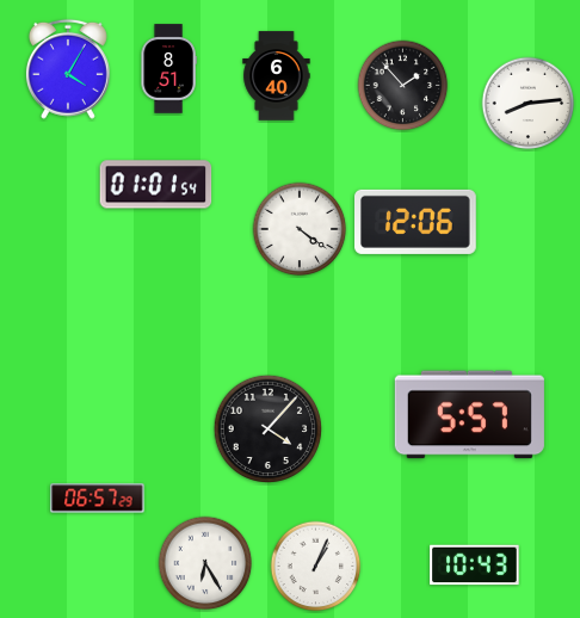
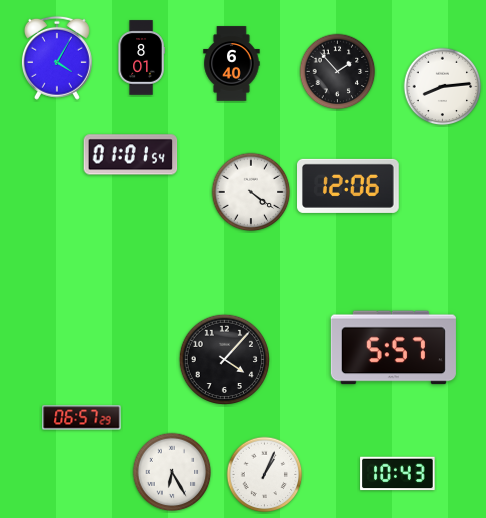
clock at (168, 69): 8:51 -> 8:01
